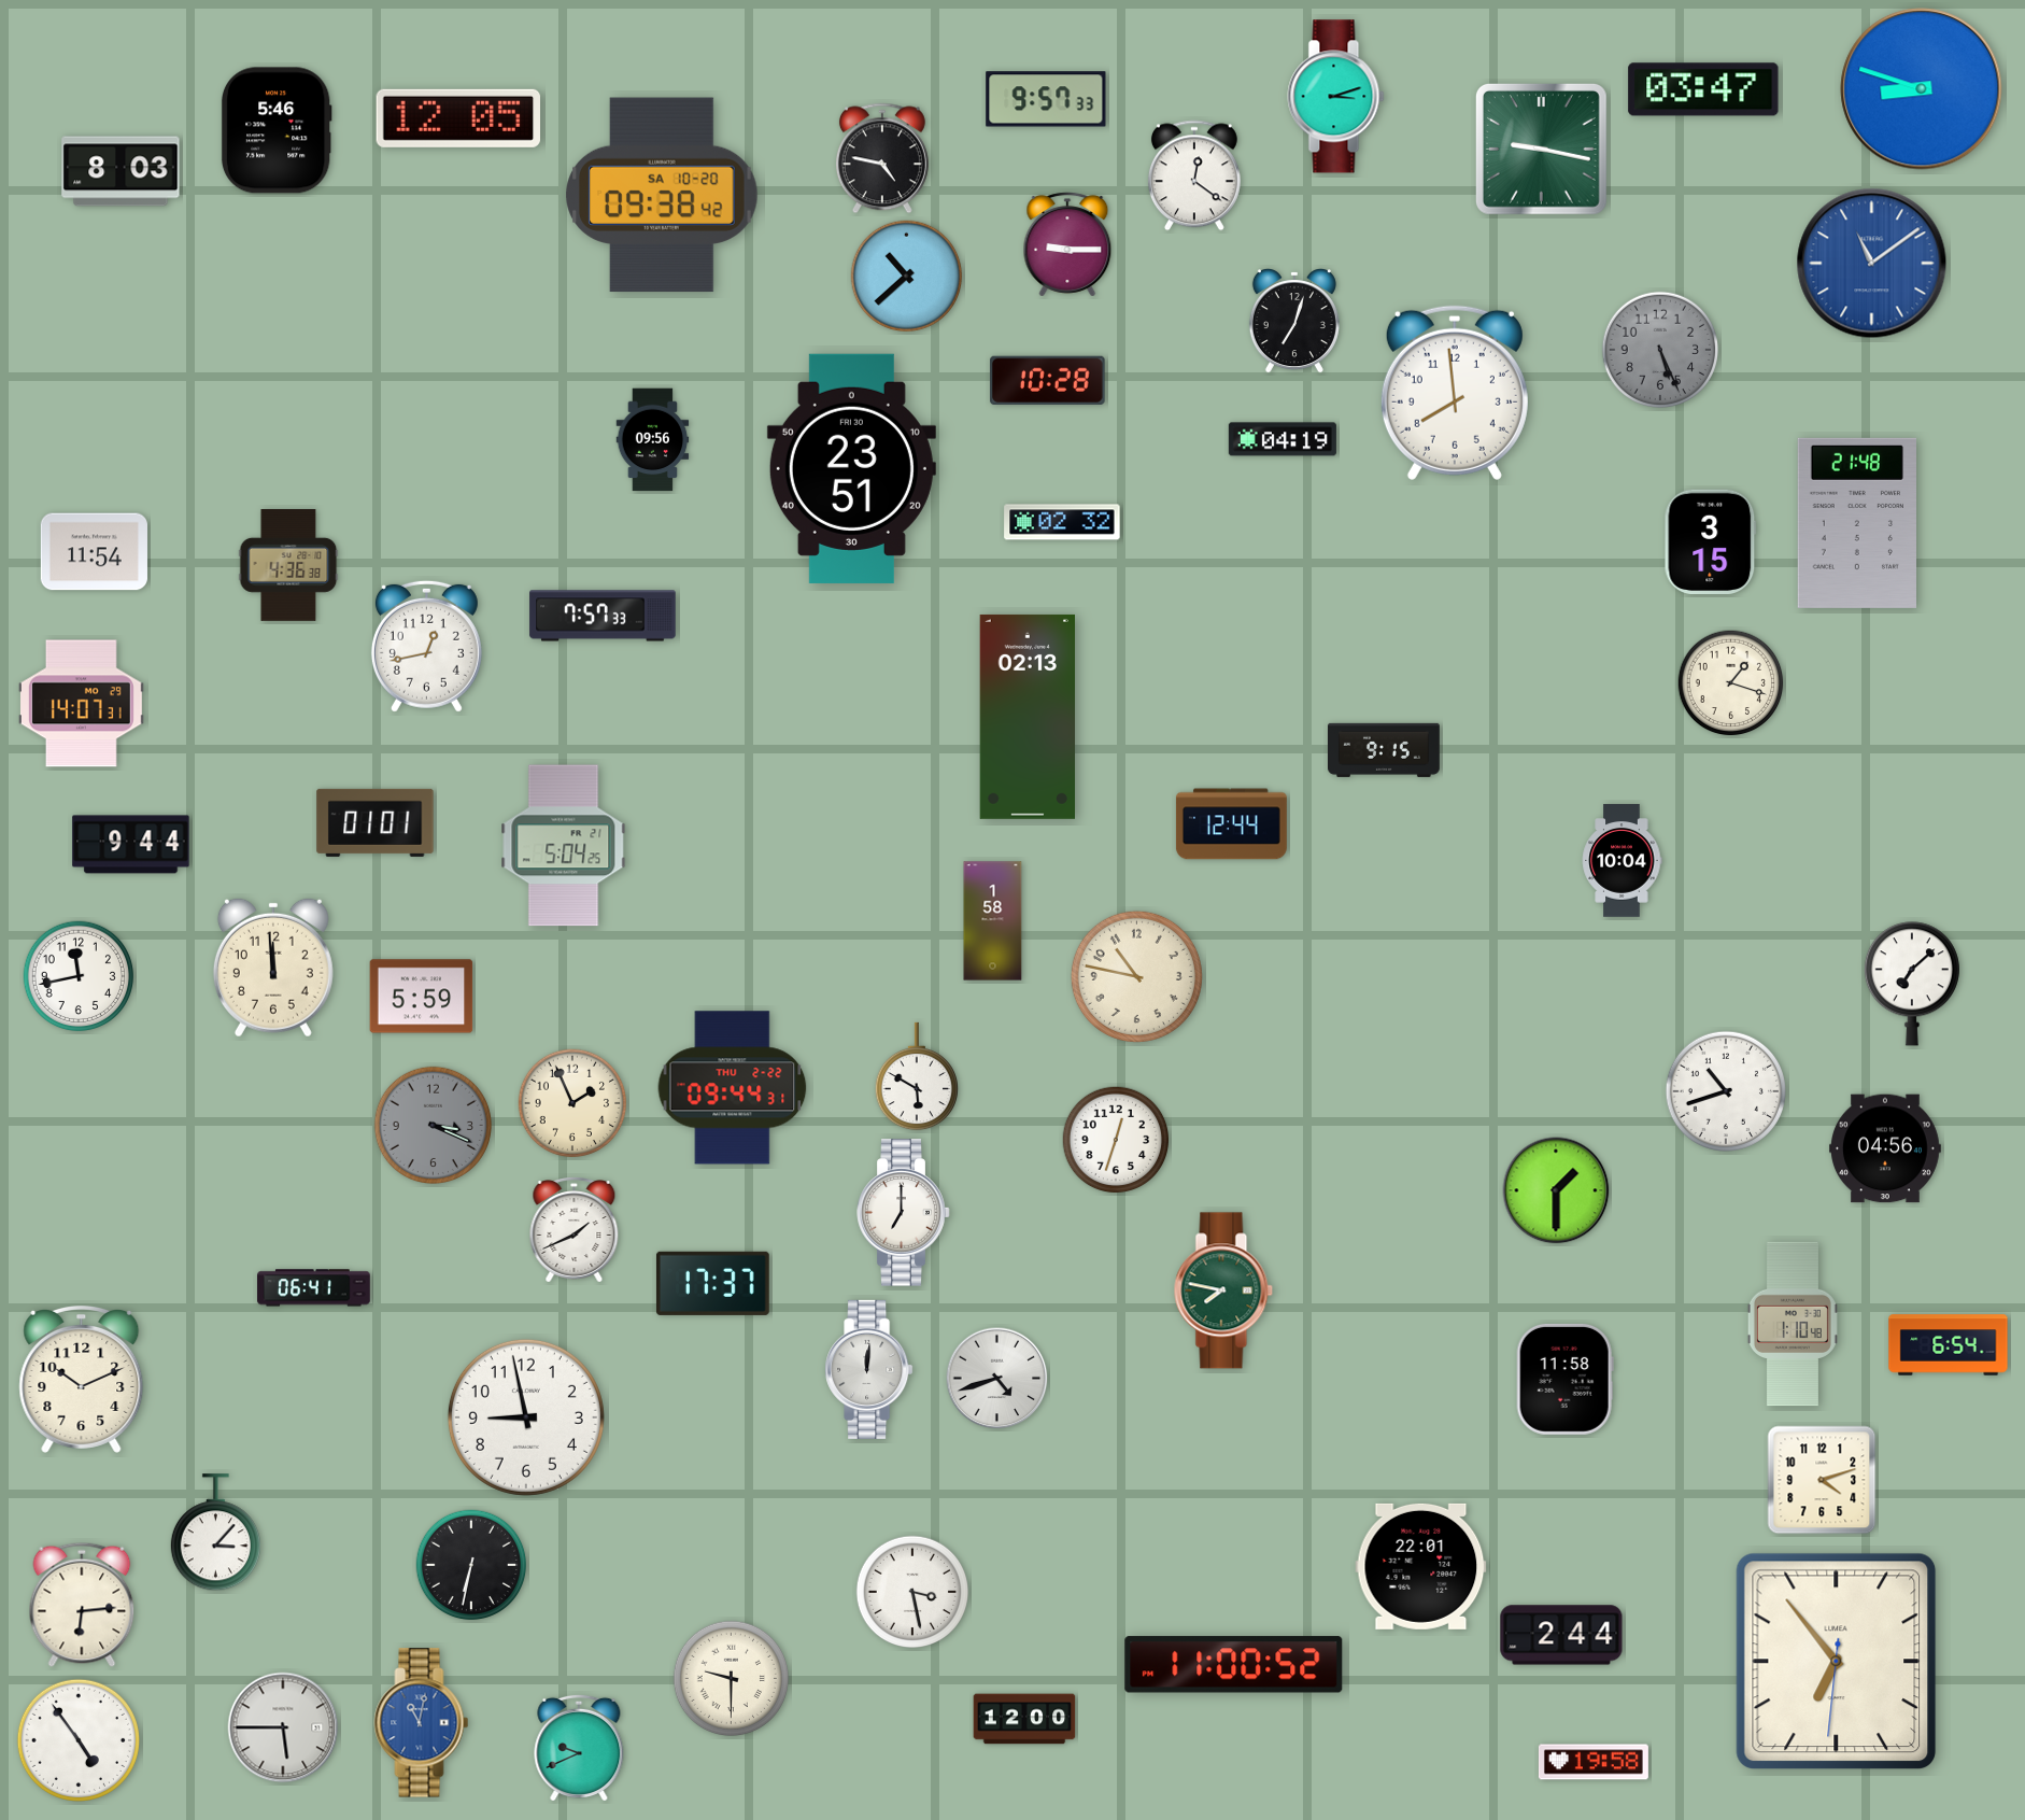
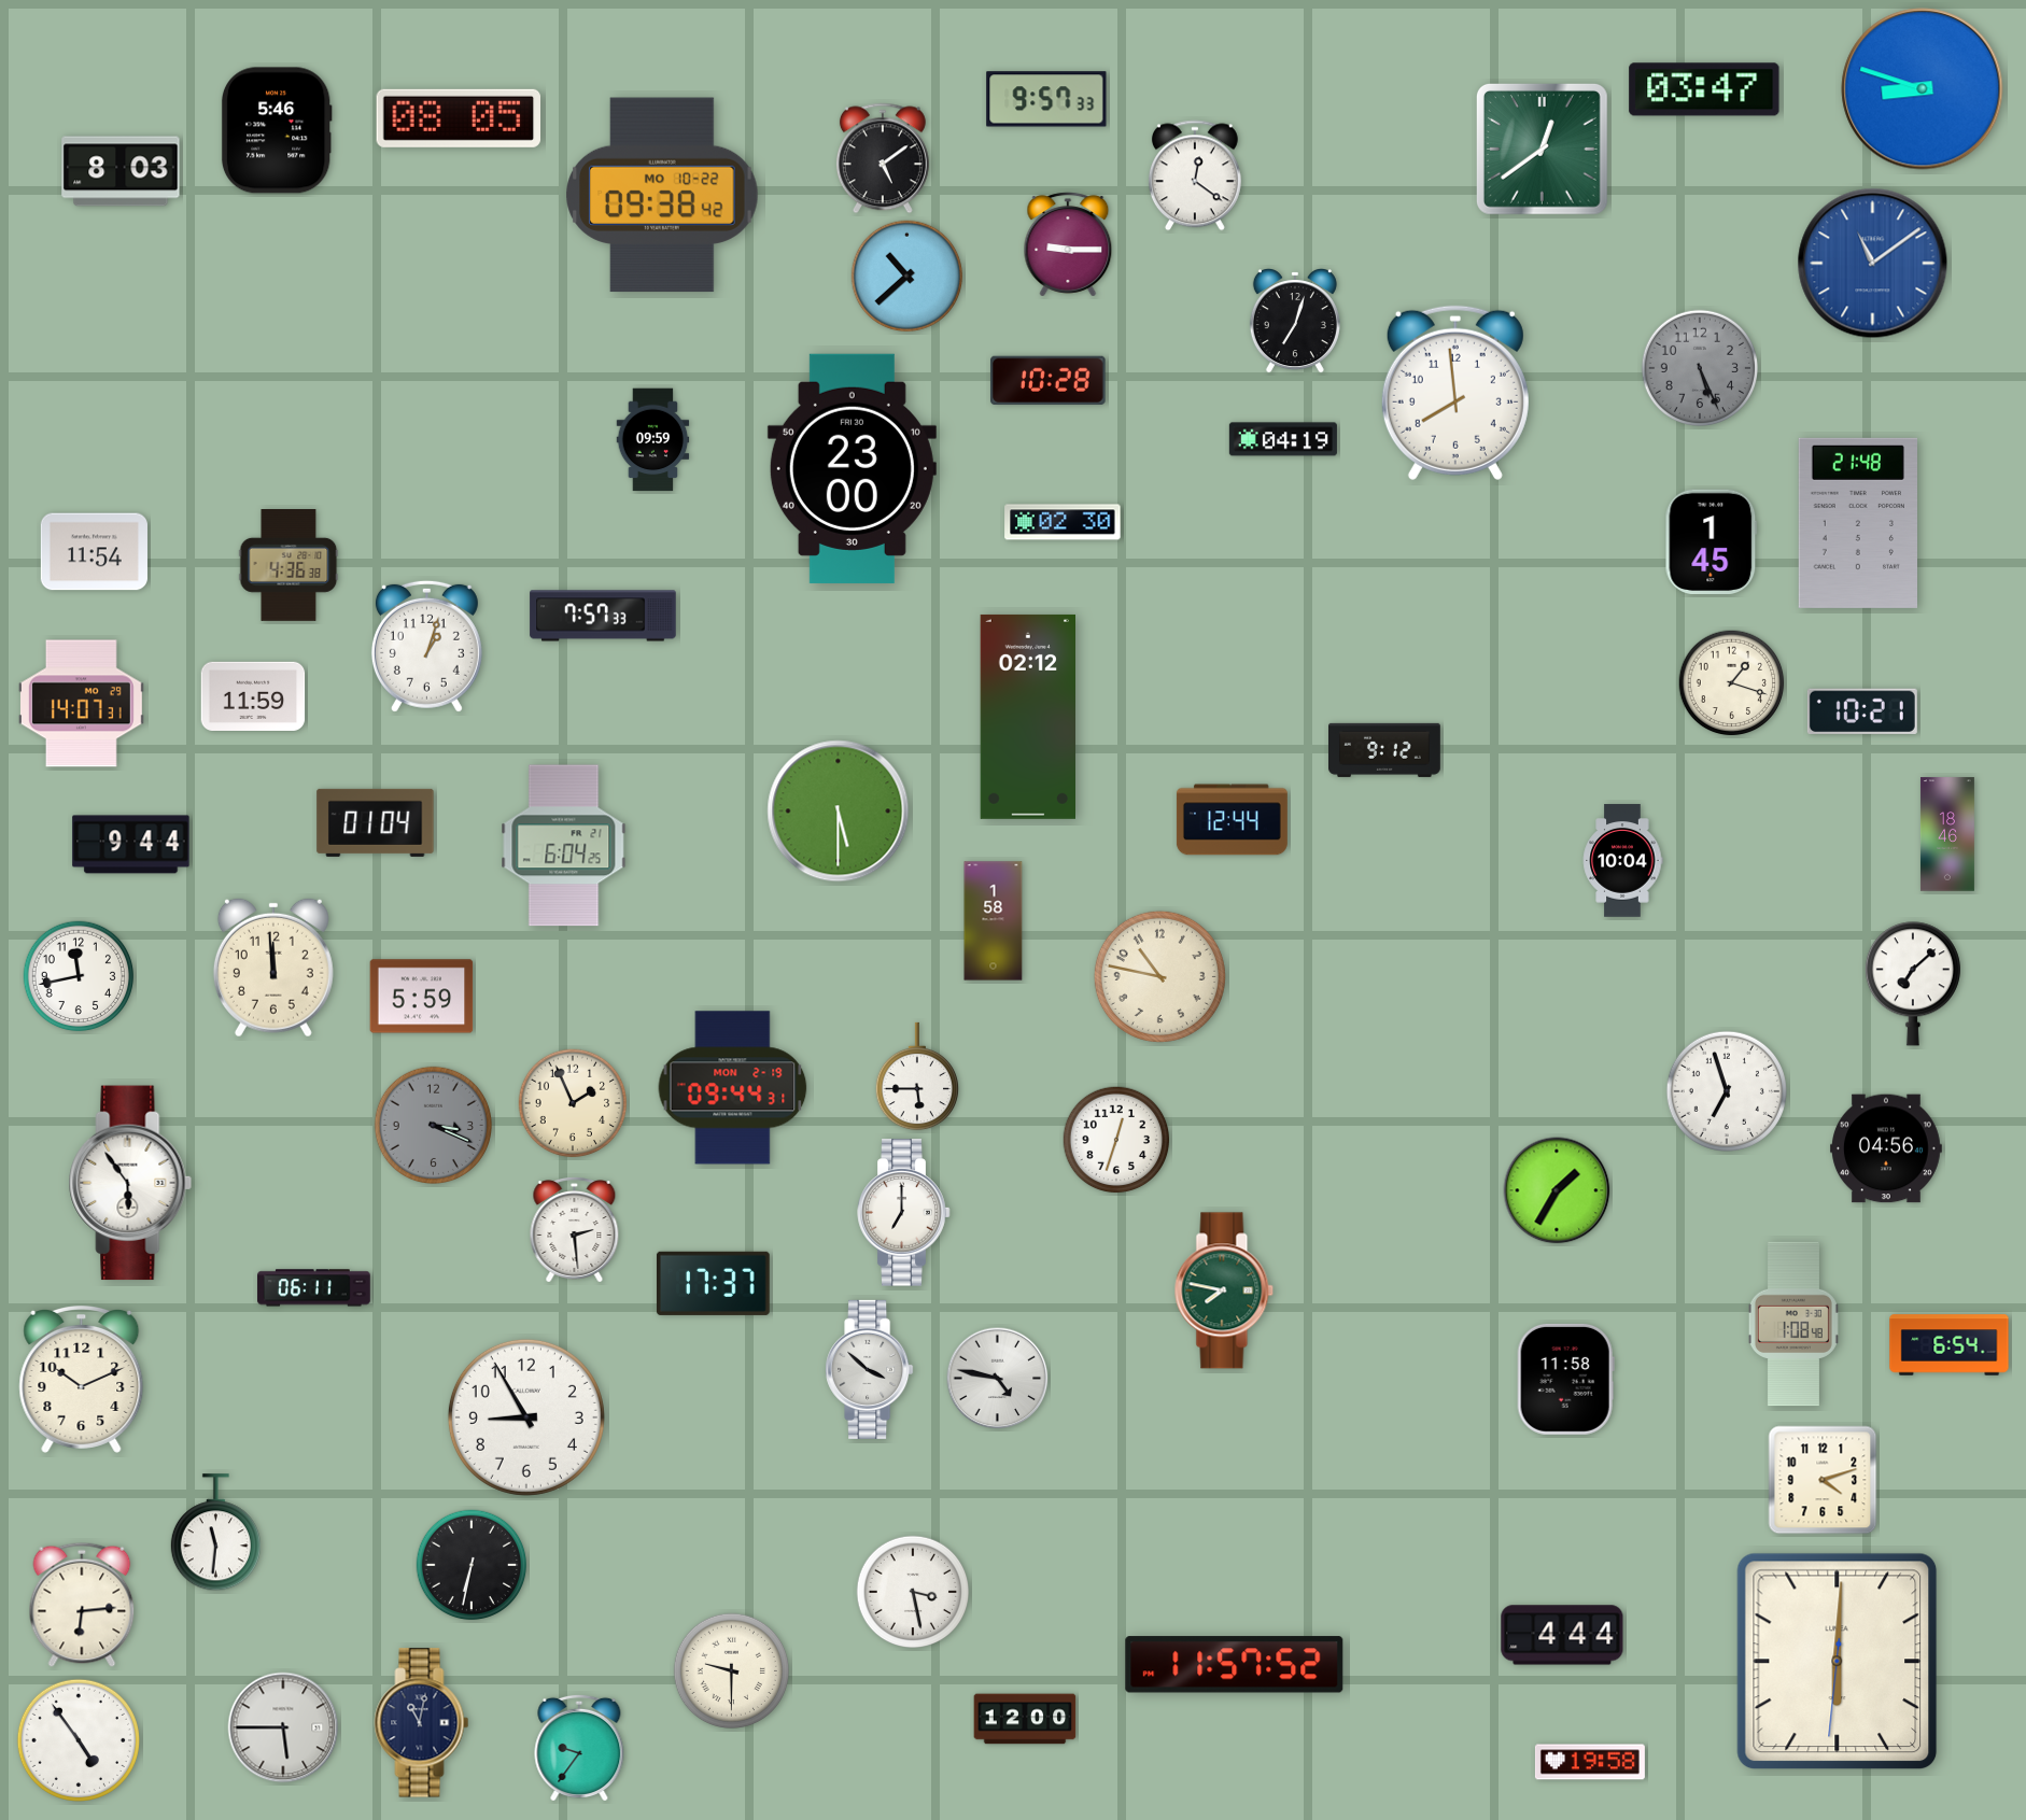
clock at (1336, 97): 3:12 -> none
clock at (458, 118): 12:05 -> 08:05
clock at (1541, 149): 9:17 -> 12:39
clock at (882, 158): 4:47 -> 5:09
clock at (662, 195) date: SA 10-20 -> MO 10-22
clock at (1659, 349) position: (1659, 349) -> (1699, 367)
clock at (653, 440): 09:56 -> 09:59
clock at (851, 468): 23:51 -> 23:00
clock at (1062, 522): 02:32 -> 02:30
clock at (1711, 541): 3:15 -> 1:45
clock at (426, 646): 12:43 -> 1:03
clock at (253, 696): none -> 11:59
clock at (1862, 710): none -> 10:21
clock at (1026, 717): 02:13 -> 02:12
clock at (1385, 750): 9:15 -> 9:12
clock at (839, 812): none -> 5:30
clock at (376, 822): 01:01 -> 01:04
clock at (1231, 824) position: (1231, 824) -> (1232, 820)
clock at (1947, 834): none -> 18:46
clock at (564, 846): 5:04 -> 6:04
clock at (1136, 976) position: (1136, 976) -> (1159, 976)
clock at (916, 1076): 5:50 -> 5:45
clock at (733, 1088) date: THU 2-22 -> MON 2-19
clock at (1725, 1090): 10:42 -> 6:57
clock at (130, 1183): none -> 5:54
clock at (1556, 1190): 1:30 -> 1:35
clock at (575, 1230): 1:41 -> 2:29
clock at (314, 1288): 06:41 -> 06:11
clock at (1793, 1324): 1:10 -> 1:08
clock at (869, 1369): 12:01 -> 3:52
clock at (997, 1379): 4:42 -> 4:47
clock at (526, 1417): 8:58 -> 8:55
clock at (215, 1533): 3:07 -> 11:31
clock at (1421, 1566): 22:01 -> none
clock at (1561, 1635): 2:44 -> 4:44
clock at (1837, 1662): 6:53 -> 6:00
clock at (1234, 1665): 11:00 -> 11:57
clock at (731, 1678) position: (731, 1678) -> (731, 1670)
clock at (422, 1723) dial: blue -> navy
clock at (579, 1748): 9:41 -> 9:36
clock at (1594, 1762) position: (1594, 1762) -> (1590, 1762)
